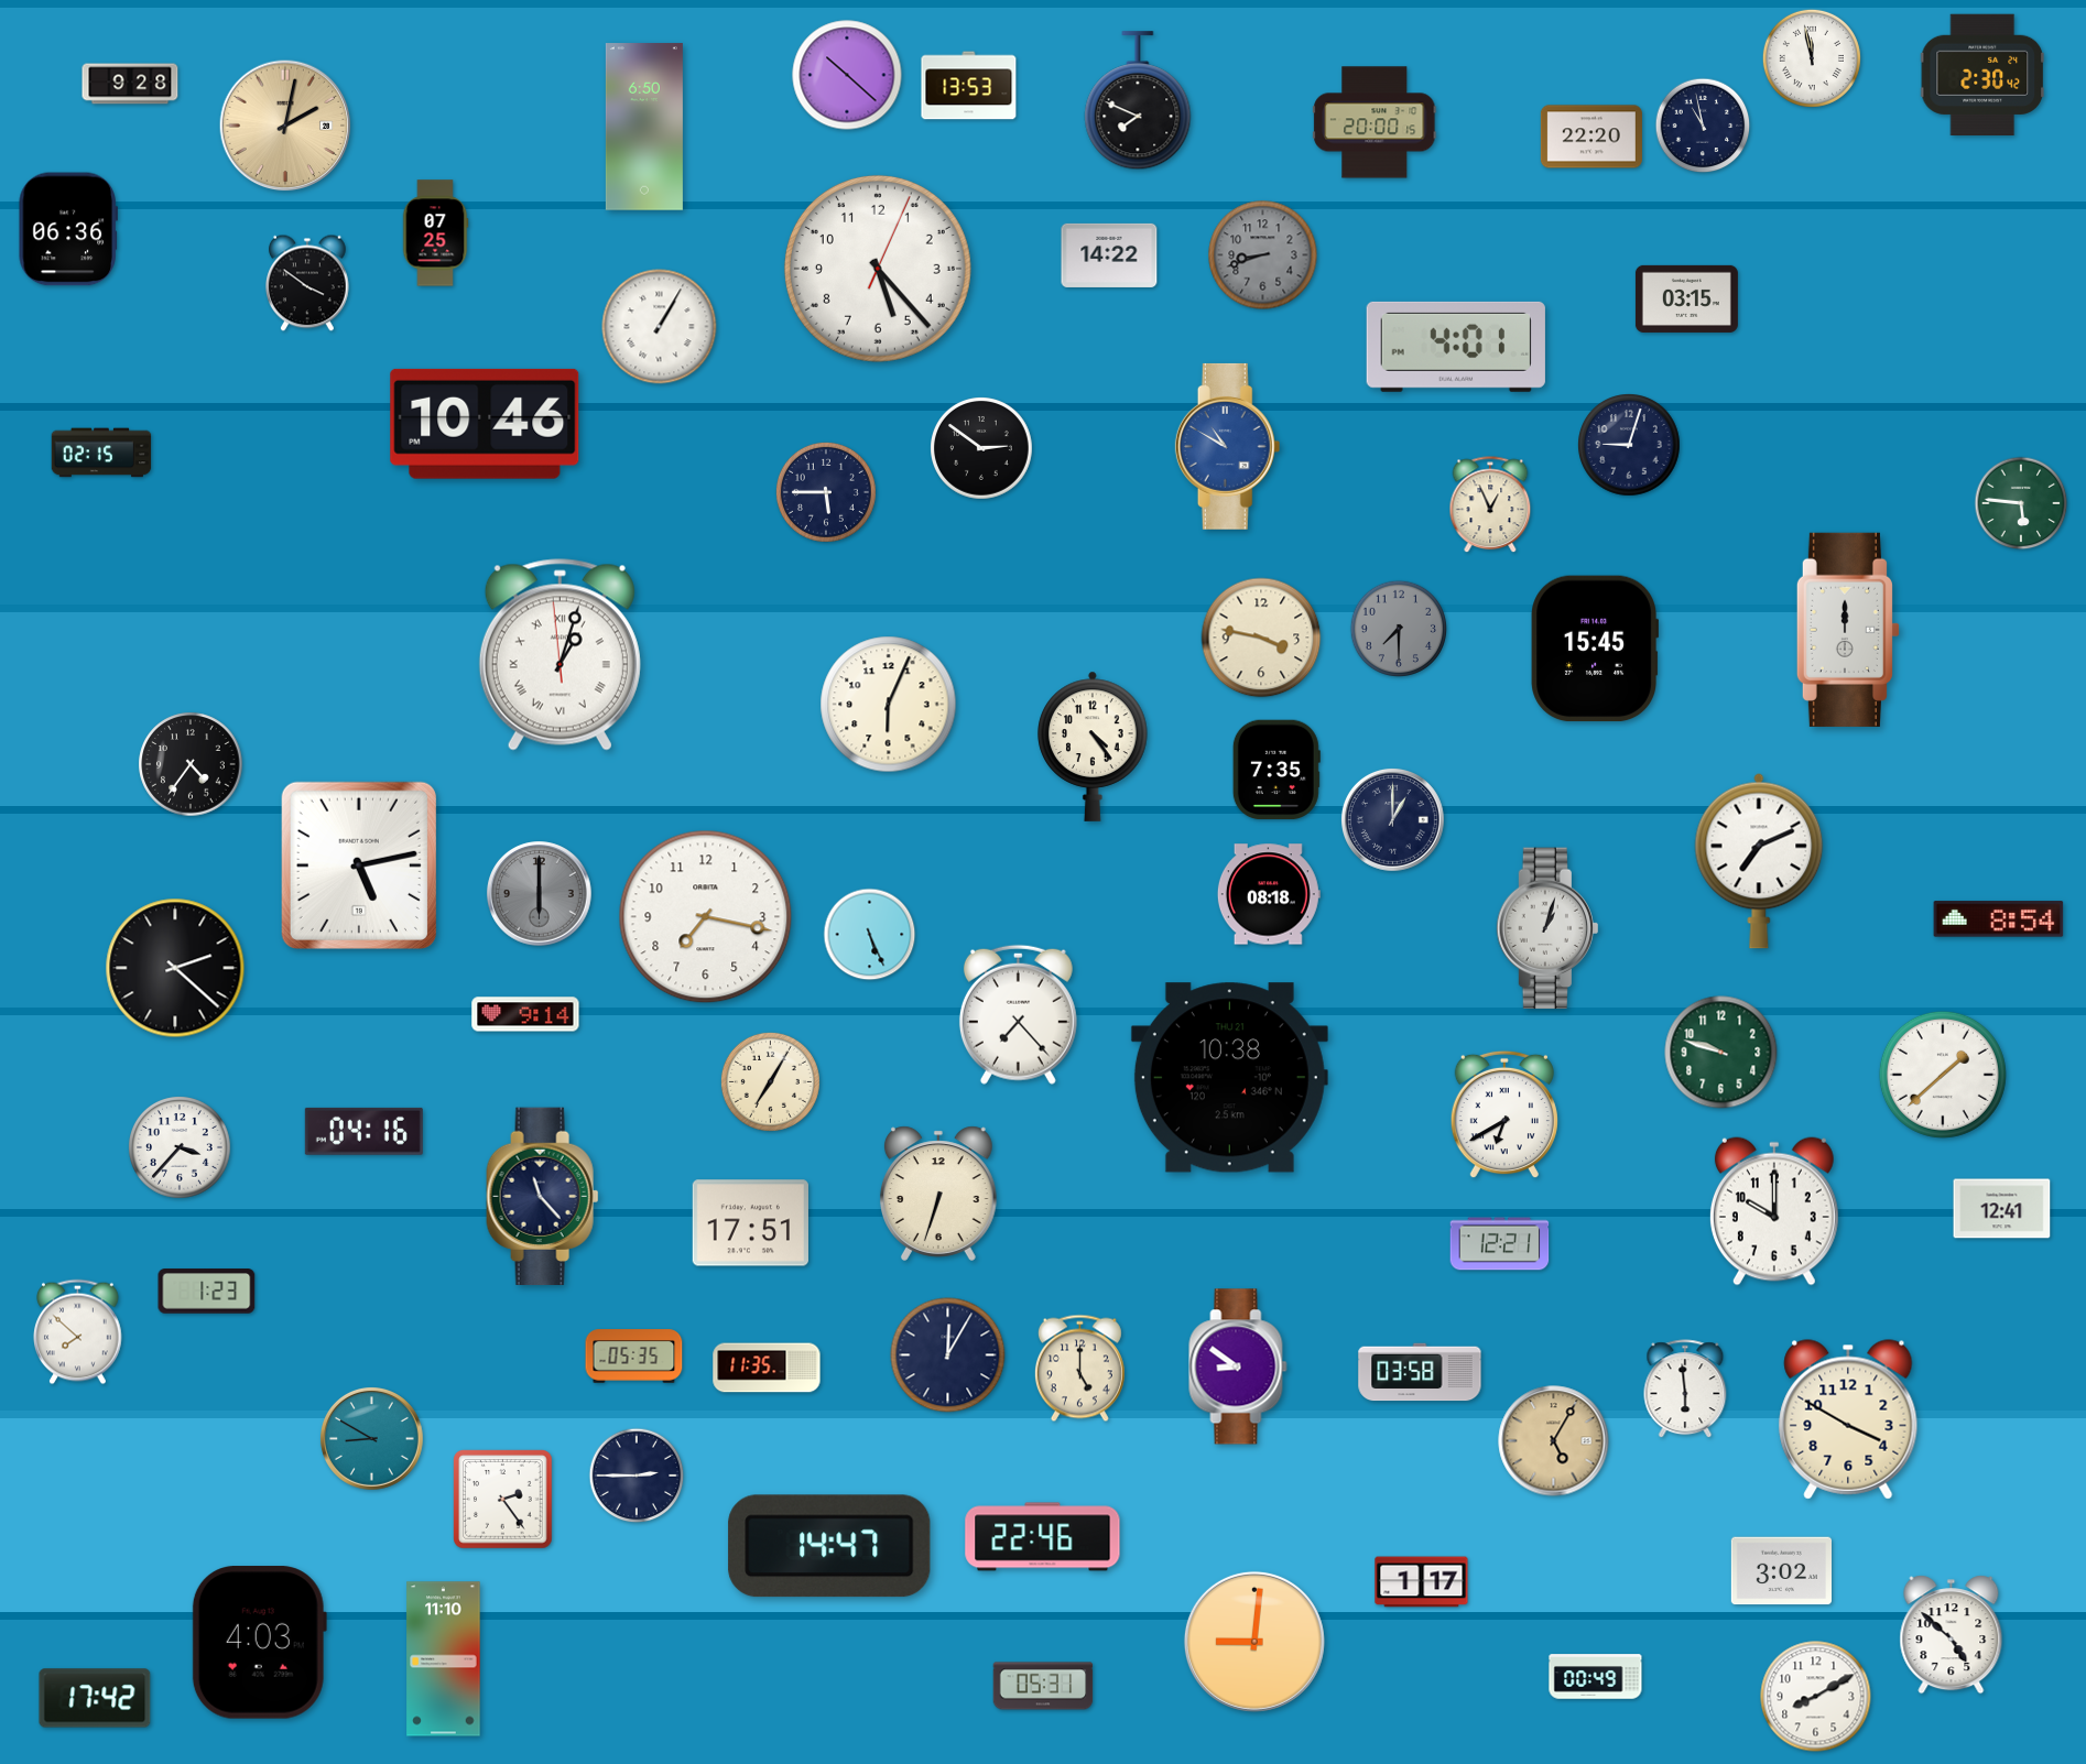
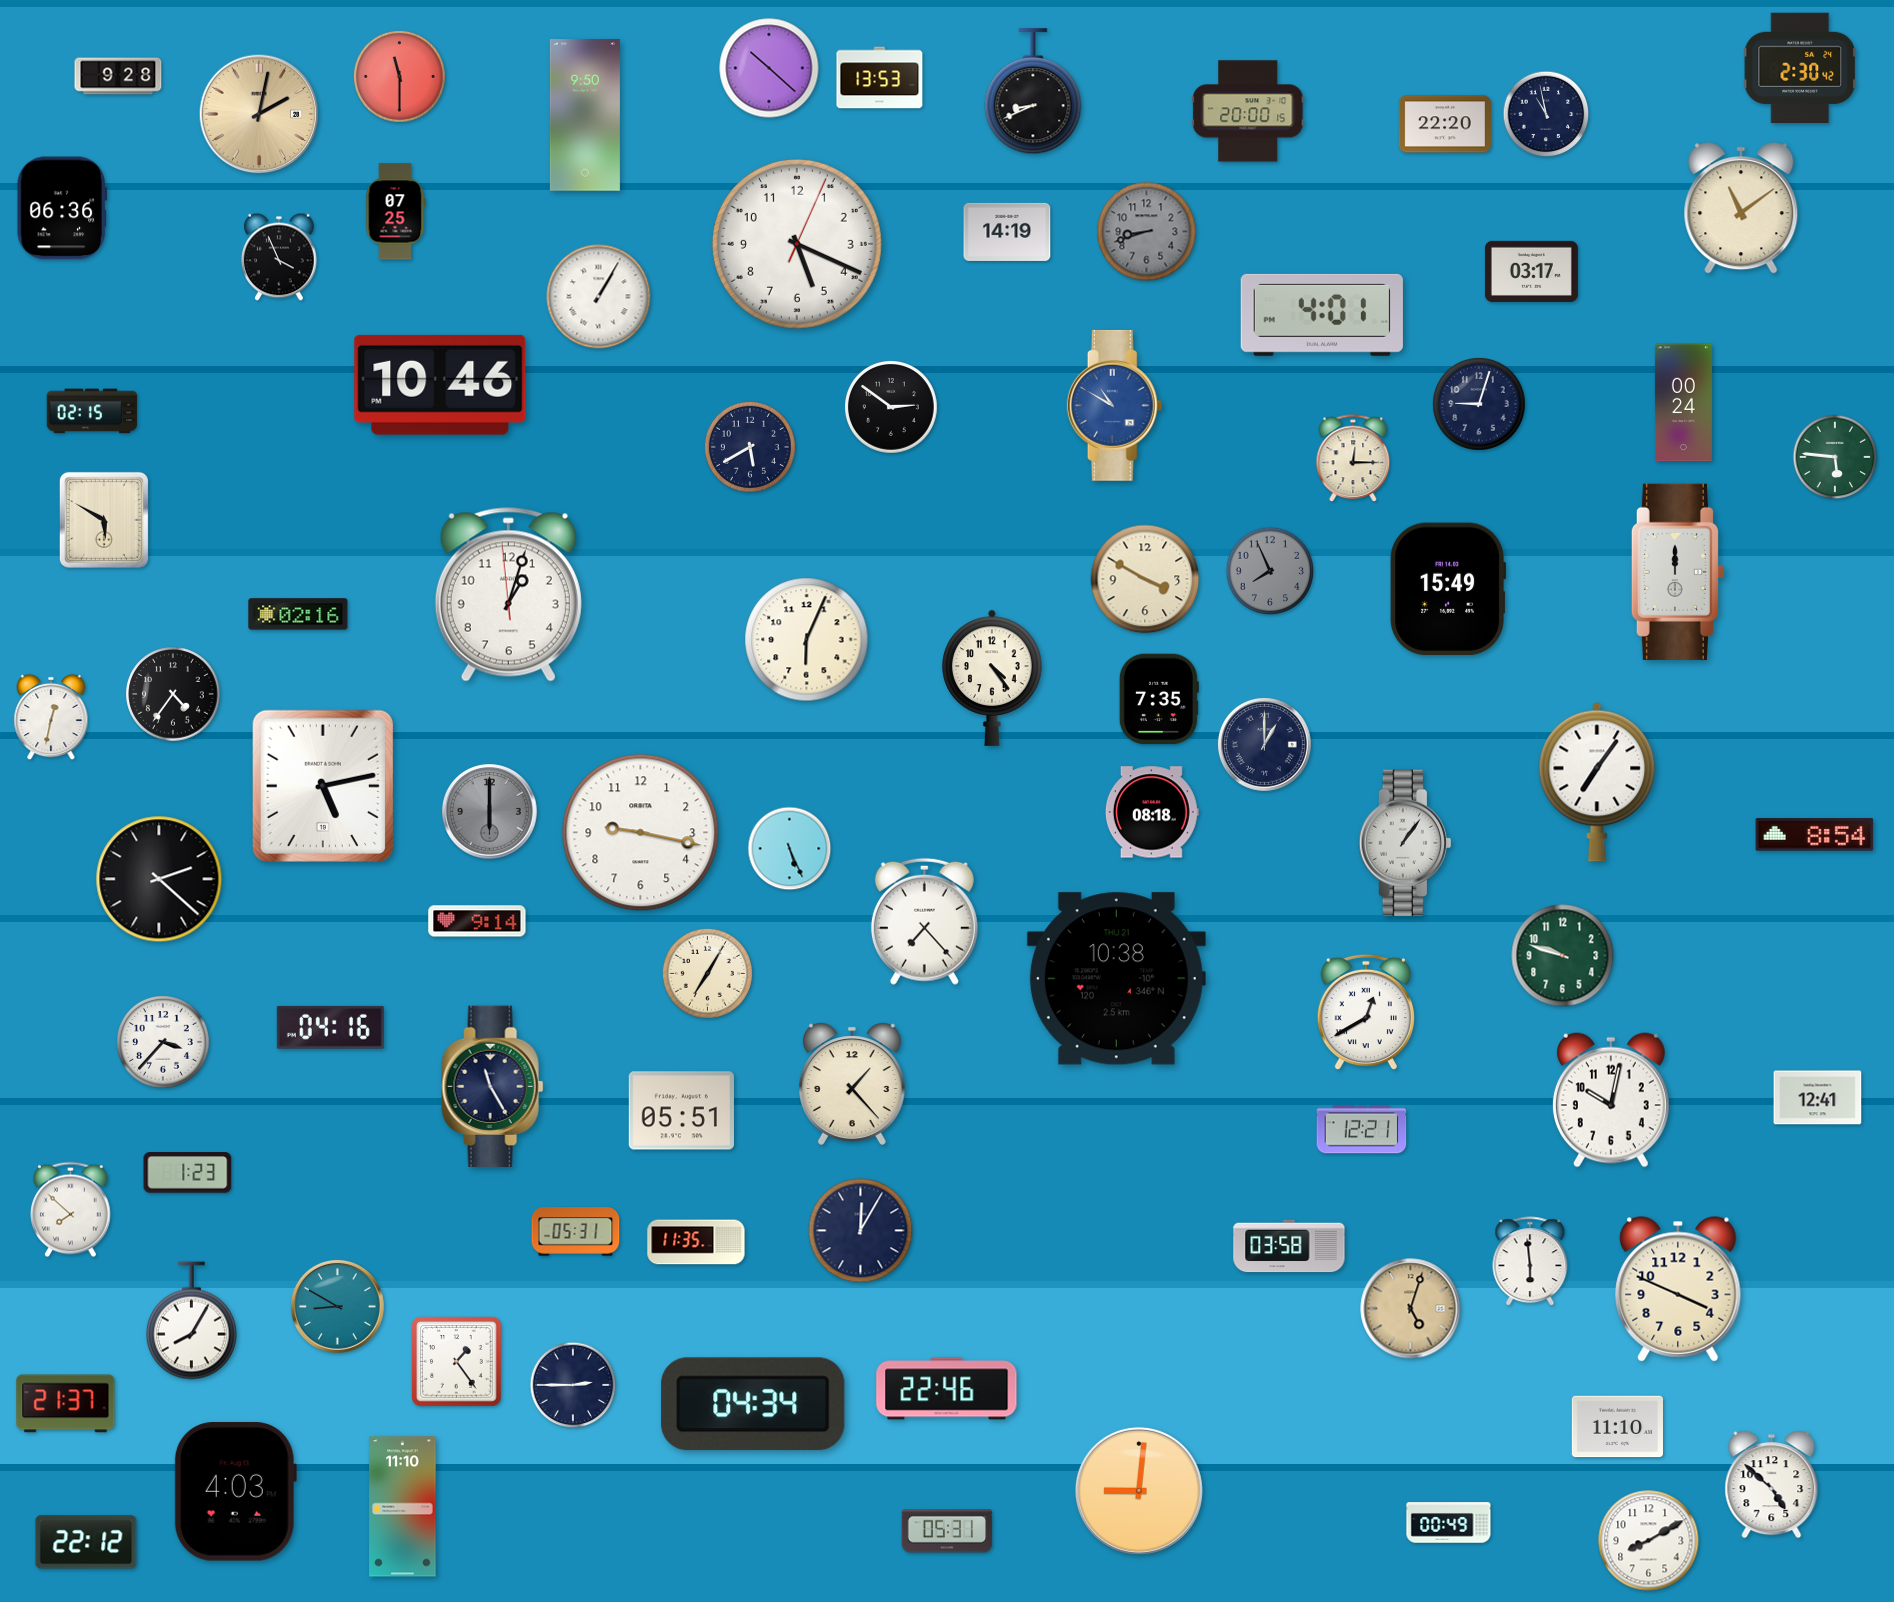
clock at (1812, 58): 11:58 -> none
clock at (399, 76): none -> 11:30
clock at (1138, 101): 7:49 -> 8:41
clock at (644, 127): 6:50 -> 9:50
clock at (1741, 208): none -> 11:09
clock at (1109, 255): 14:22 -> 14:19
clock at (878, 269): 5:23 -> 5:19
clock at (308, 283): 3:51 -> 3:56
clock at (1686, 298): 03:15 -> 03:17
clock at (1683, 403): none -> 00:24
clock at (826, 492): 5:45 -> 5:40
clock at (1490, 505): 12:56 -> 12:15
clock at (104, 520): none -> 5:50
clock at (1398, 628): 7:30 -> 7:56
clock at (1261, 638): 3:47 -> 3:50
clock at (1595, 649): 15:45 -> 15:49
clock at (559, 655) numerals: Roman -> Arabic
clock at (298, 614): none -> 02:16
clock at (51, 717): none -> 12:32
clock at (1759, 861): 7:11 -> 7:06
clock at (359, 865) position: (359, 865) -> (323, 786)
clock at (706, 917): 7:17 -> 9:17
clock at (1546, 928): 1:03 -> 1:06
clock at (1943, 1075): 1:38 -> none
clock at (770, 1081) position: (770, 1081) -> (707, 973)
clock at (1504, 1114): 6:40 -> 12:40
clock at (938, 1194): 6:33 -> 1:23
clock at (543, 1196): 11:23 -> 11:25
clock at (1774, 1211): 10:00 -> 10:02
clock at (750, 1223): 17:51 -> 05:51
clock at (634, 1357): 05:35 -> 05:31
clock at (1238, 1366): 8:51 -> none
clock at (1079, 1369): 5:00 -> none
clock at (1848, 1419): 3:50 -> 3:49
clock at (1554, 1441): 5:05 -> 5:03
clock at (191, 1321): none -> 8:05
clock at (637, 1476) position: (637, 1476) -> (573, 1385)
clock at (503, 1500): 2:24 -> 1:24
clock at (1043, 1537) position: (1043, 1537) -> (947, 1389)
clock at (66, 1404): none -> 21:37
clock at (829, 1546): 14:47 -> 04:34
clock at (1781, 1571): 3:02 -> 11:10
clock at (1422, 1582): 1:17 -> none
clock at (95, 1698): 17:42 -> 22:12
